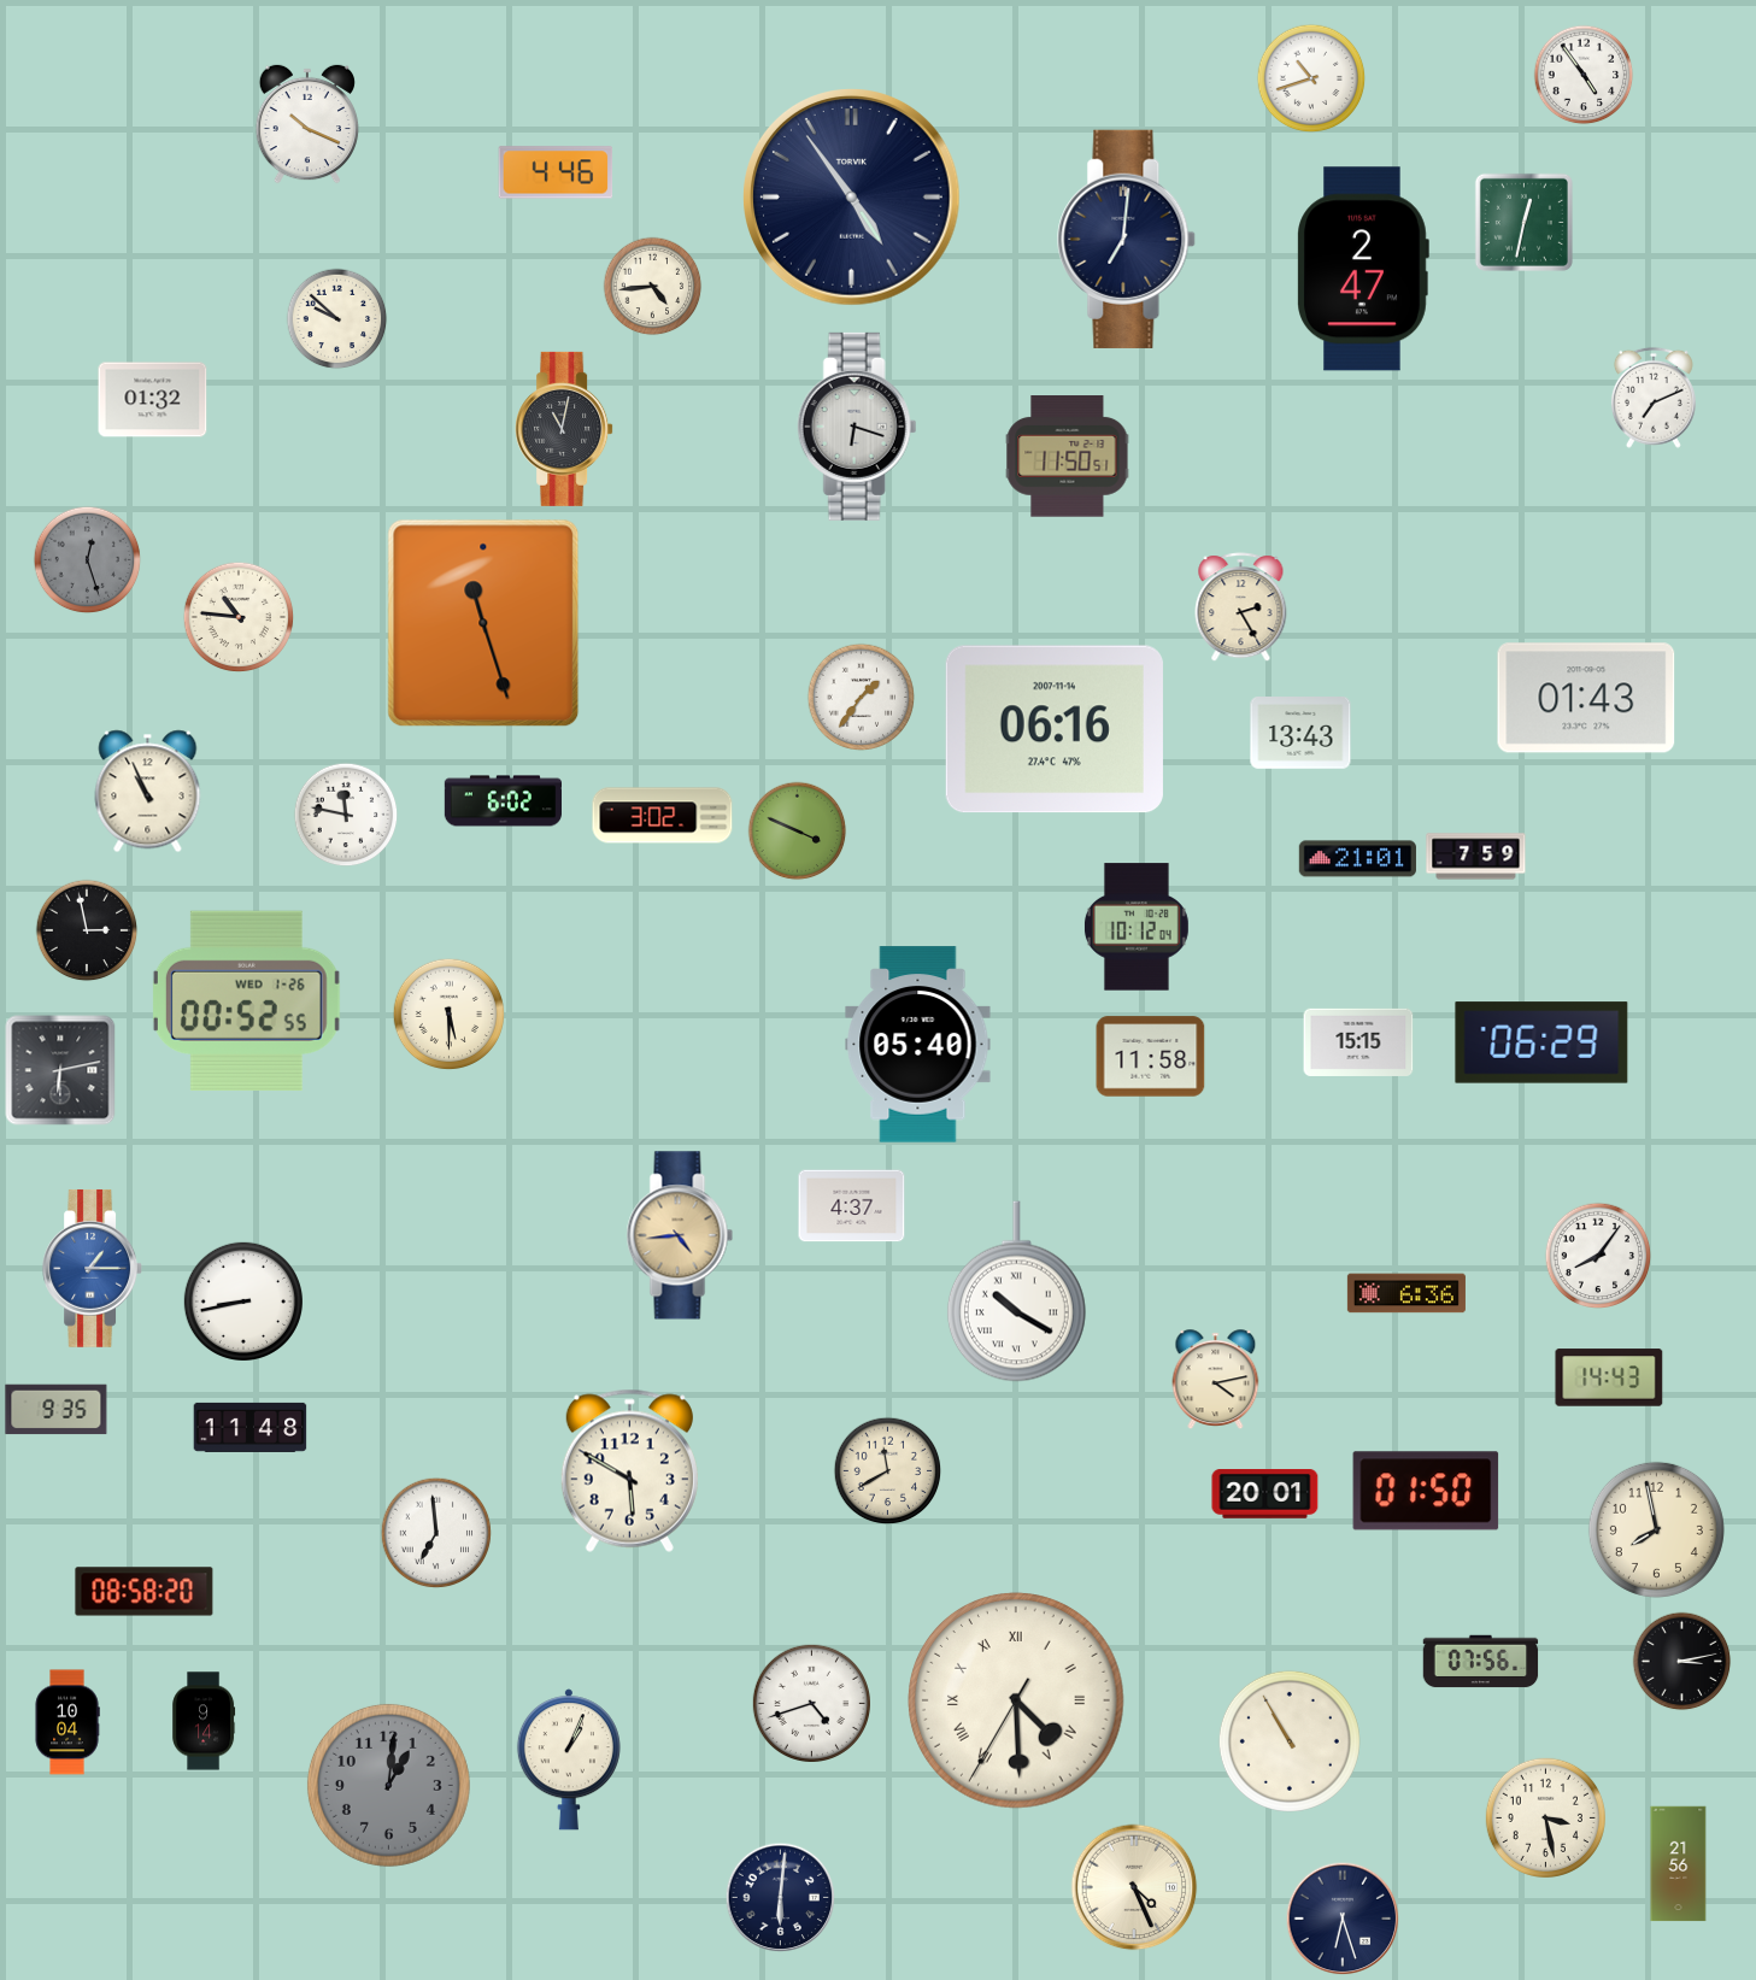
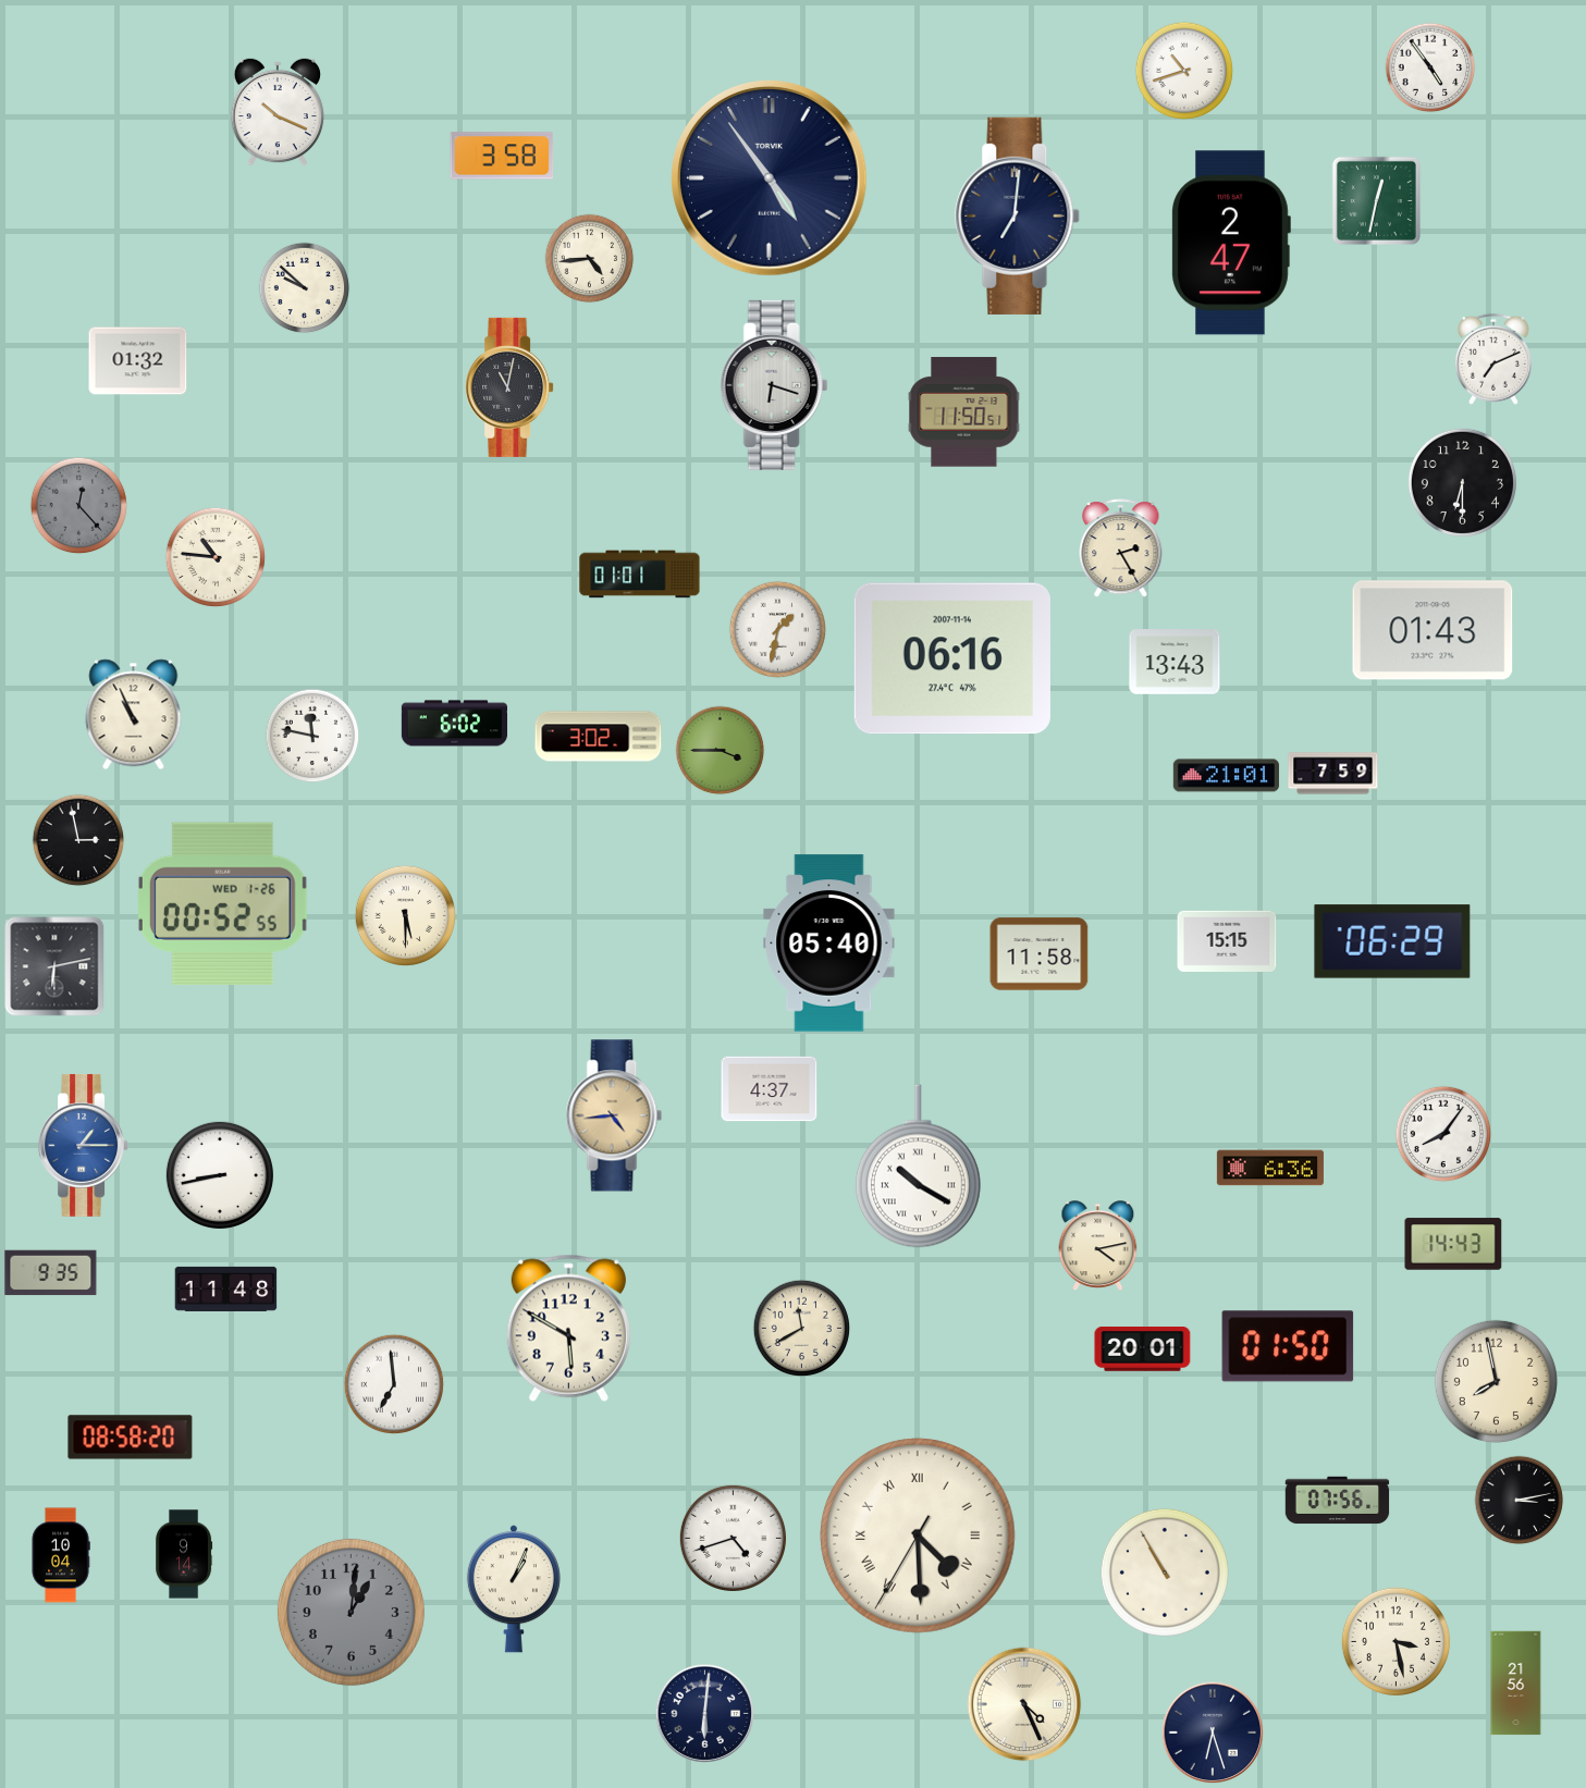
clock at (556, 172): 4:46 -> 3:58
clock at (1462, 482): none -> 6:30
clock at (88, 560): 12:27 -> 12:23
clock at (483, 623): 11:27 -> none
clock at (640, 575): none -> 01:01
clock at (862, 698): 1:36 -> 1:32
clock at (798, 832): 3:49 -> 3:45
clock at (1137, 927): 10:12 -> none
